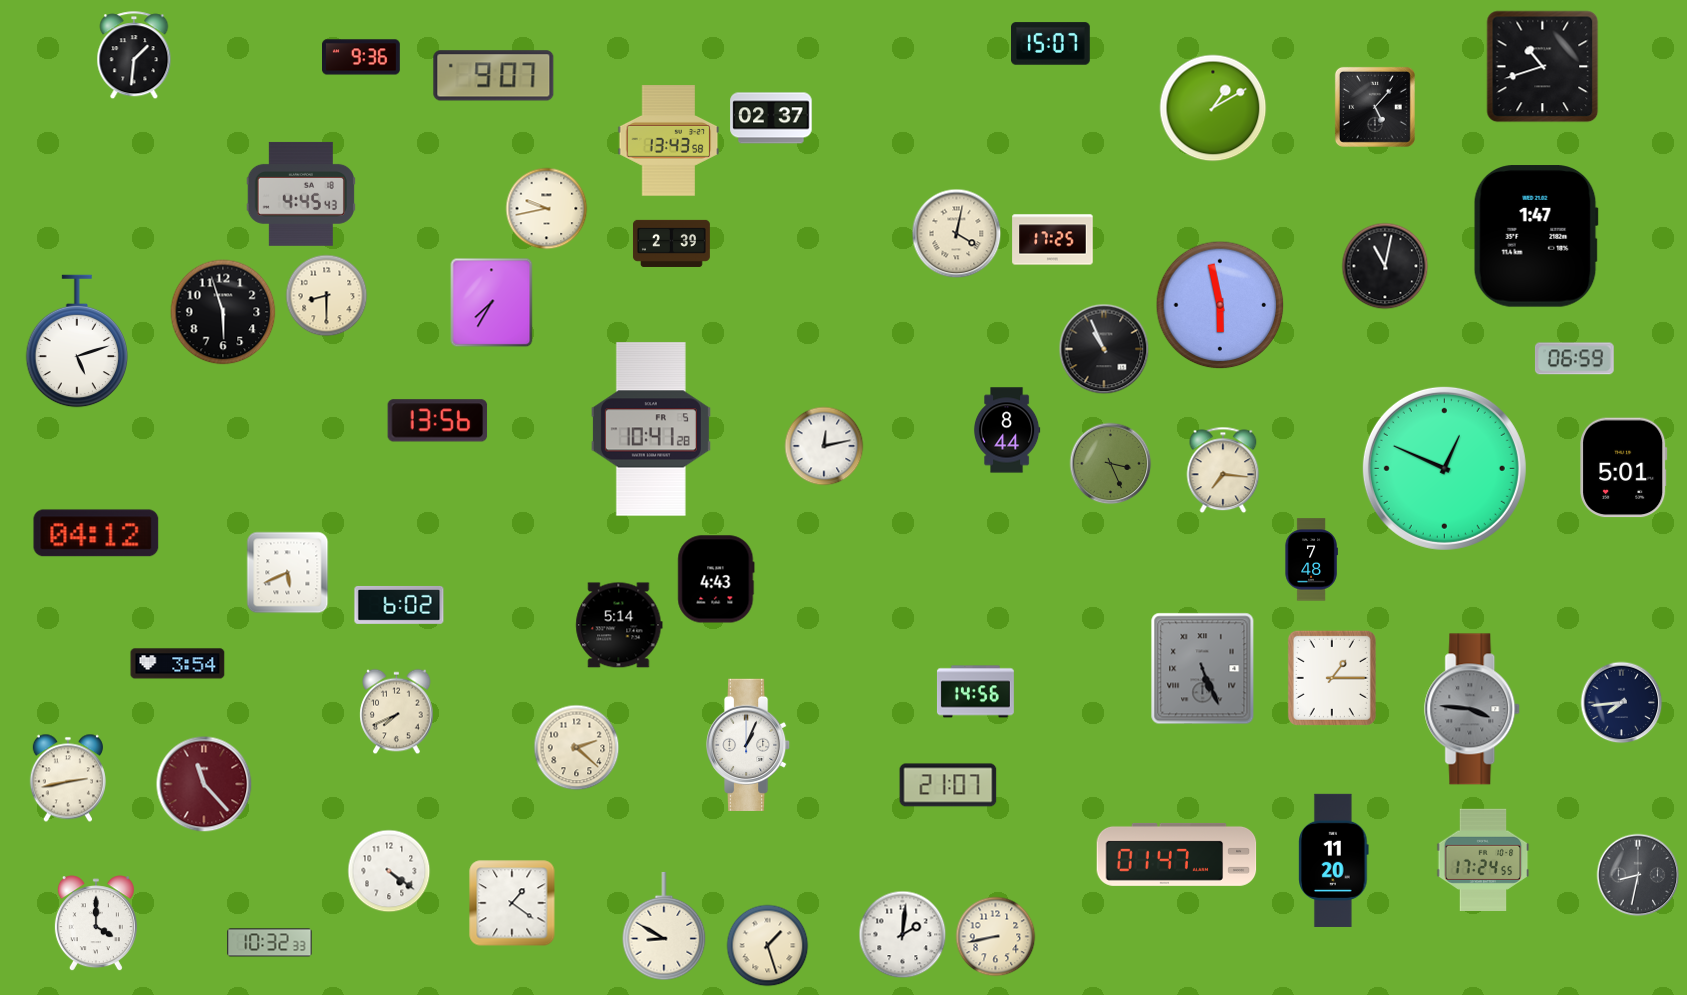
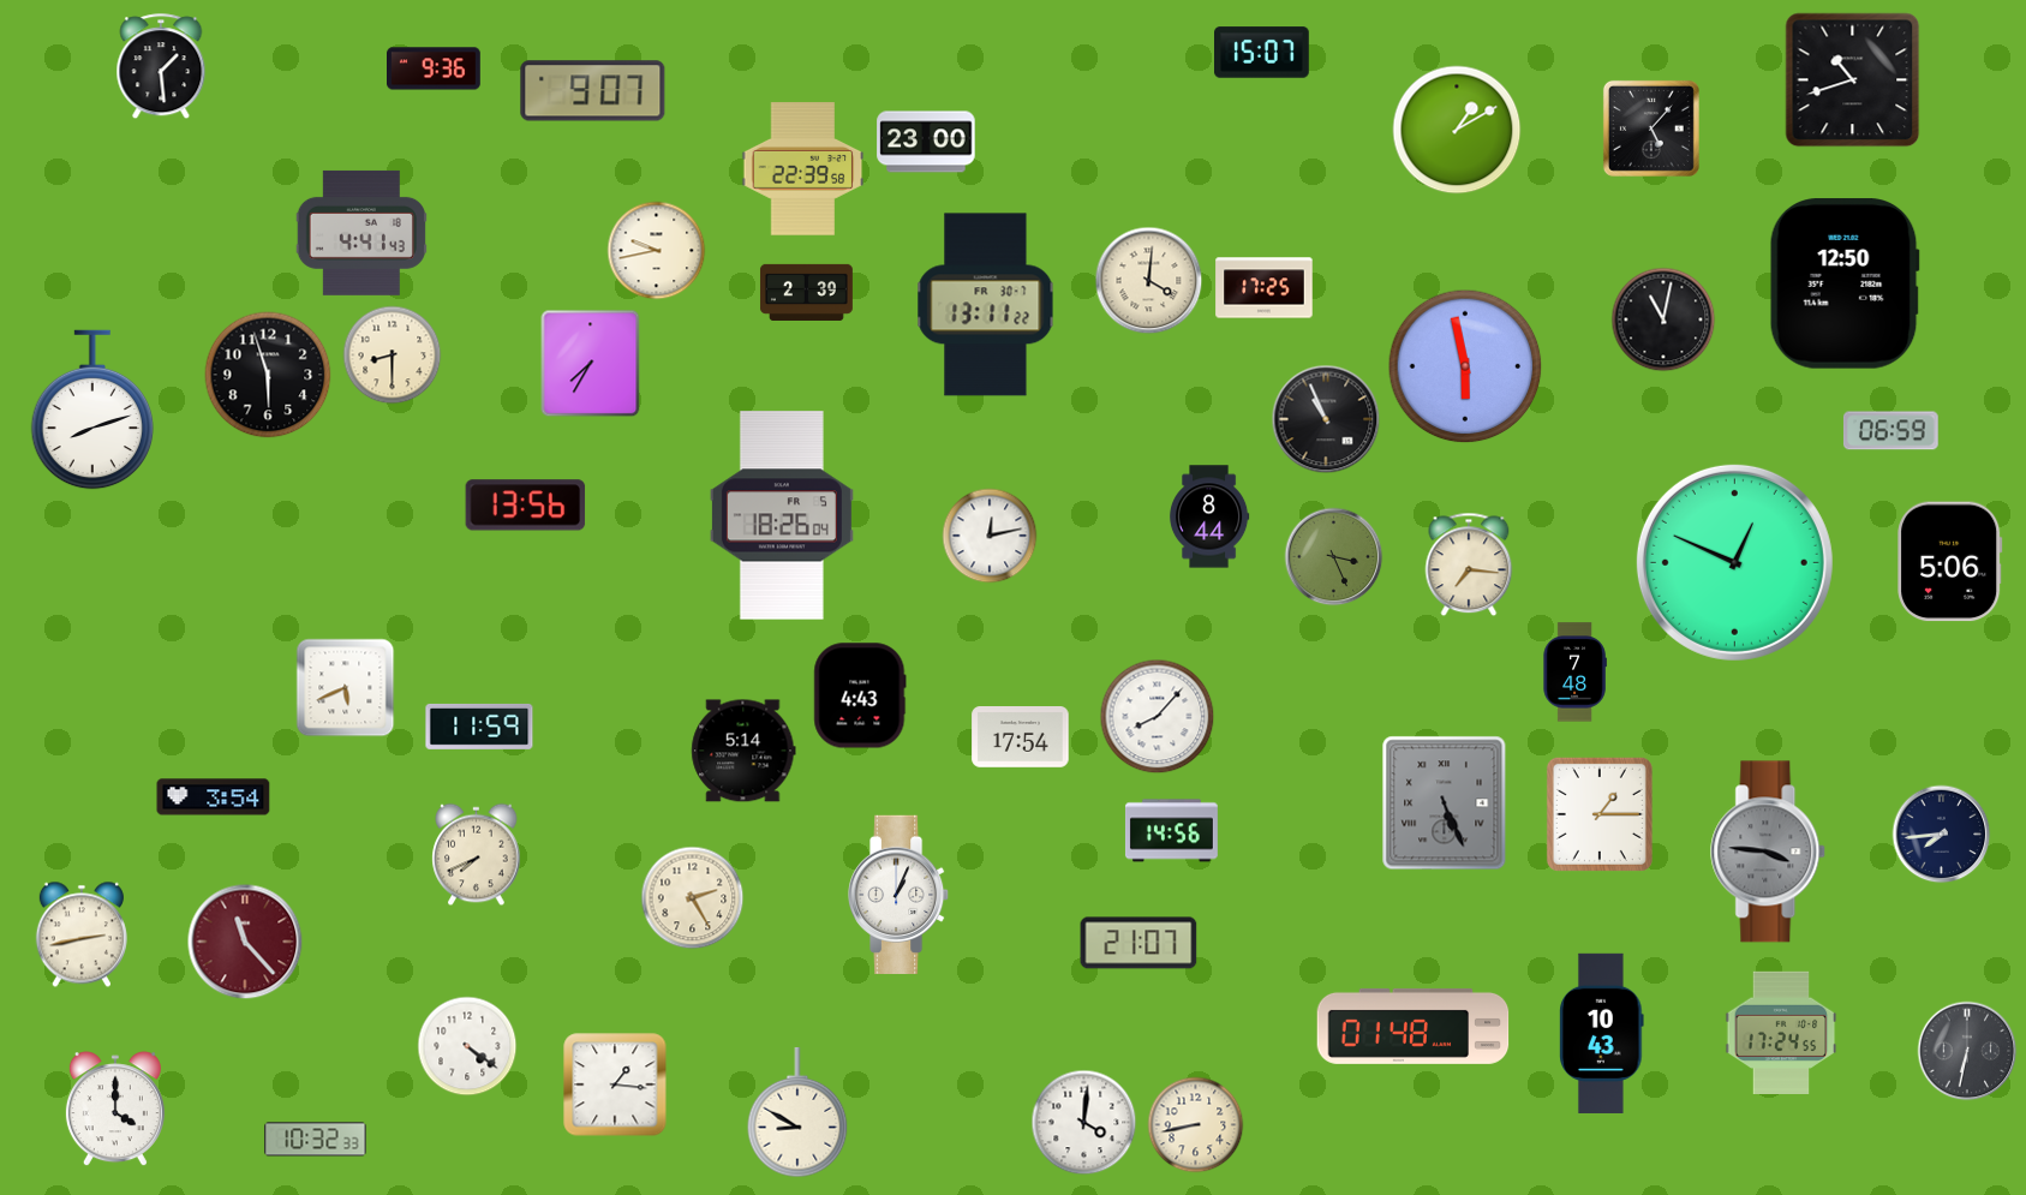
clock at (134, 56): 1:31 -> 1:29
clock at (771, 118): 02:37 -> 23:00
clock at (669, 141): 13:43 -> 22:39
clock at (301, 194): 4:45 -> 4:41
clock at (957, 234): 4:02 -> 4:01
clock at (1536, 236): 1:47 -> 12:50
clock at (986, 305): none -> 13:11
clock at (77, 341): 5:12 -> 8:12
clock at (651, 429): 10:41 -> 18:26
clock at (1624, 468): 5:01 -> 5:06
clock at (96, 533): 04:12 -> none
clock at (1158, 717): none -> 8:07
clock at (399, 605): 6:02 -> 11:59
clock at (1021, 737): none -> 17:54
clock at (1622, 703) position: (1622, 703) -> (1942, 835)
clock at (577, 748): 2:22 -> 2:25
clock at (1177, 854): 01:47 -> 01:48
clock at (1334, 860): 11:20 -> 10:43
clock at (1638, 875): 8:32 -> 6:32
clock at (512, 903): 1:21 -> 1:16
clock at (903, 935): 2:01 -> 4:01
clock at (270, 943) position: (270, 943) -> (316, 1140)
clock at (768, 946): 1:27 -> none
